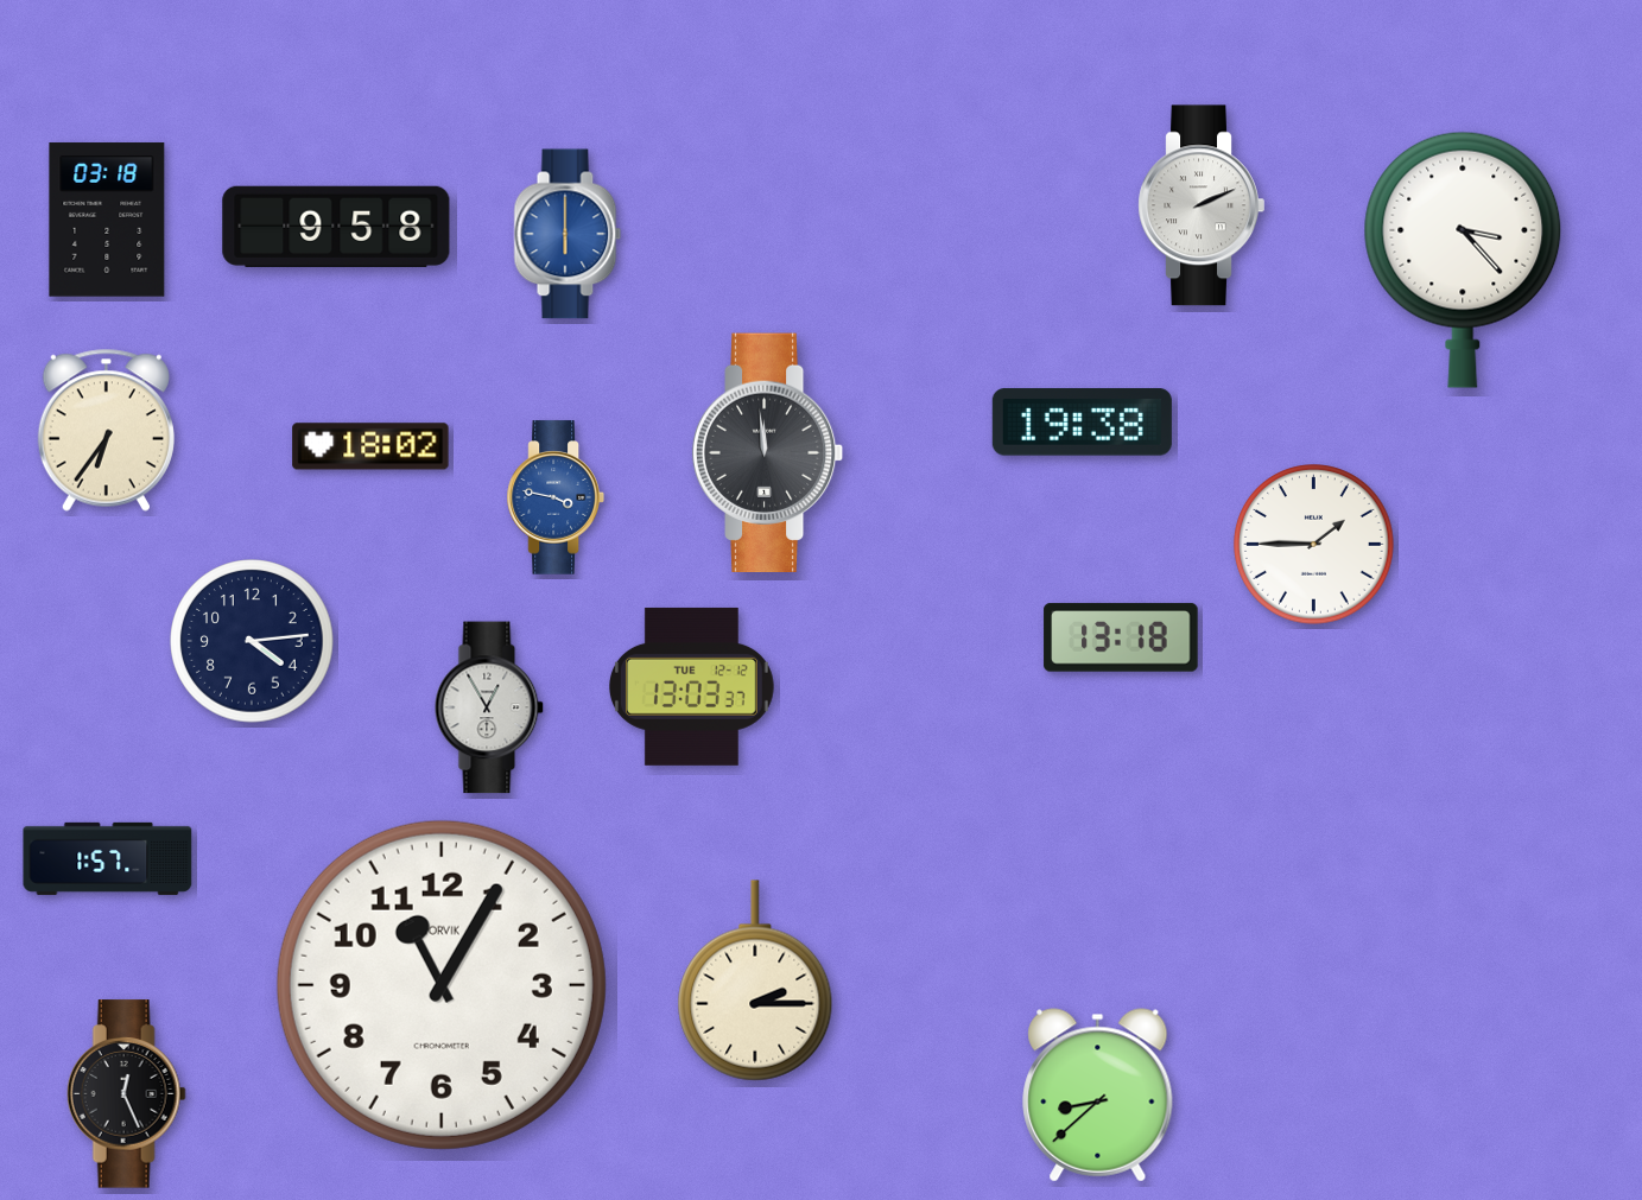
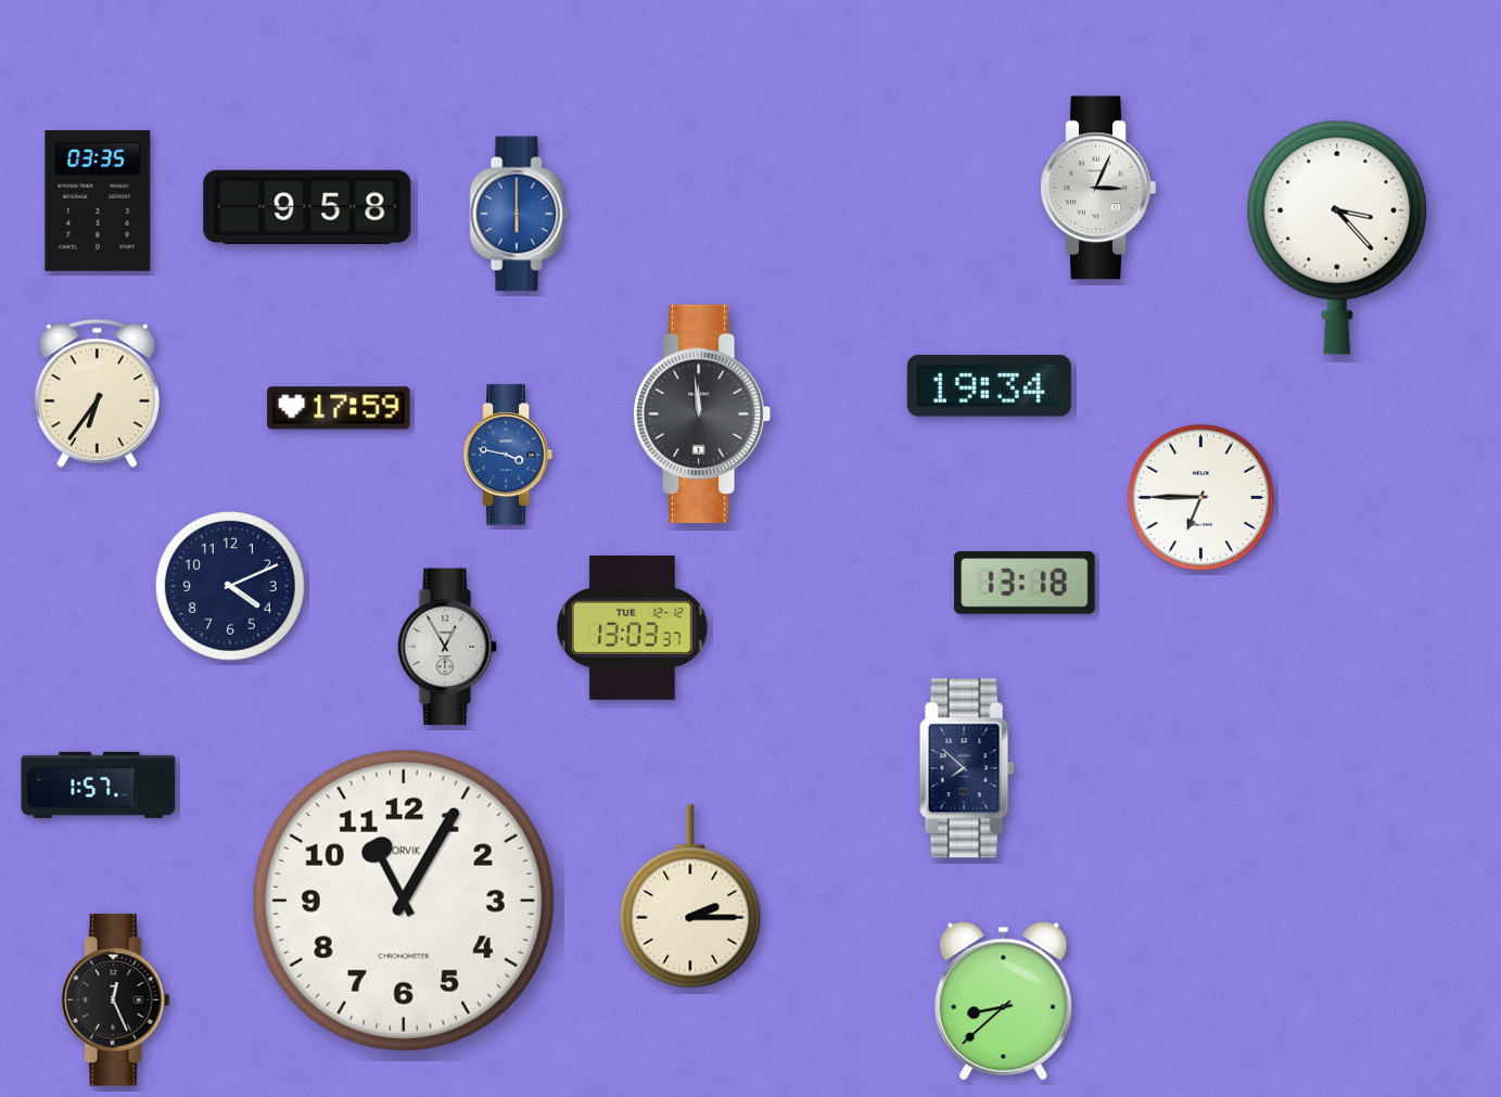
clock at (1202, 205): 2:11 -> 3:04
clock at (107, 220): 03:18 -> 03:35
clock at (1082, 423): 19:38 -> 19:34
clock at (370, 446): 18:02 -> 17:59
clock at (1314, 545): 1:45 -> 6:45
clock at (252, 641): 4:14 -> 4:11
clock at (967, 768): none -> 7:52
